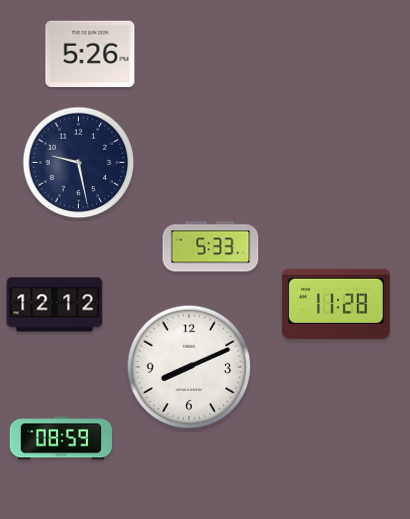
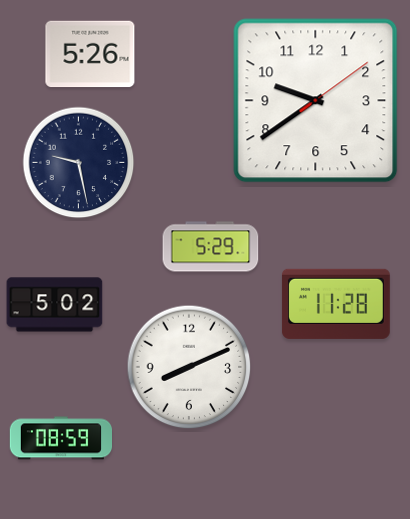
clock at (316, 101): none -> 9:39
clock at (211, 247): 5:33 -> 5:29
clock at (55, 305): 12:12 -> 5:02
